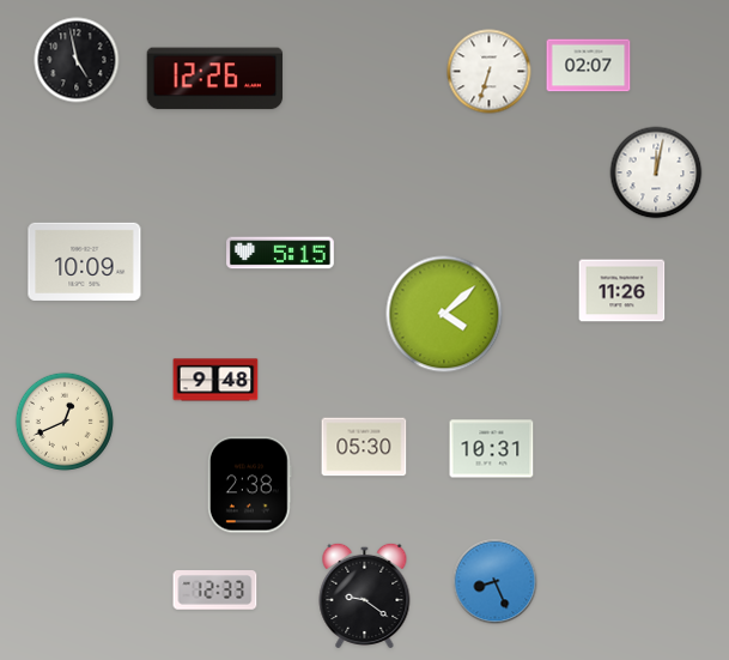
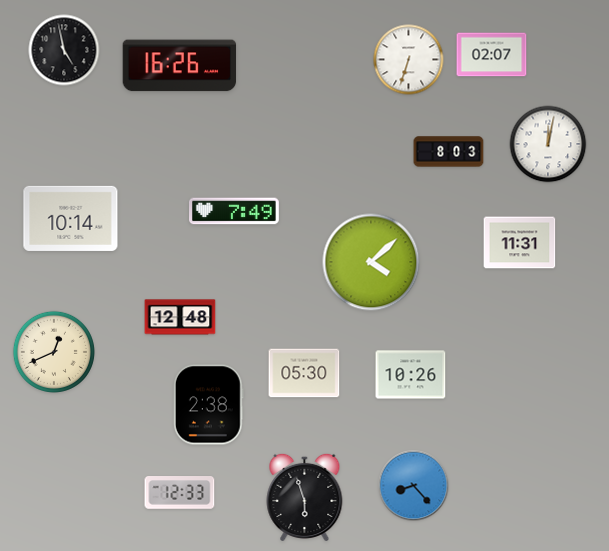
clock at (215, 79): 12:26 -> 16:26
clock at (449, 152): none -> 8:03
clock at (281, 253): 5:15 -> 7:49
clock at (85, 261): 10:09 -> 10:14
clock at (622, 291): 11:26 -> 11:31
clock at (215, 380): 9:48 -> 12:48
clock at (492, 449): 10:31 -> 10:26
clock at (496, 582): 8:26 -> 8:23
clock at (365, 594): 9:21 -> 5:57
